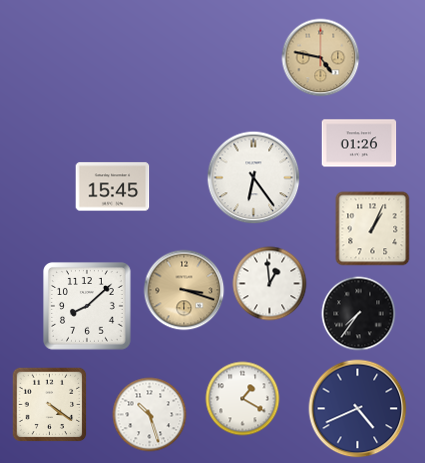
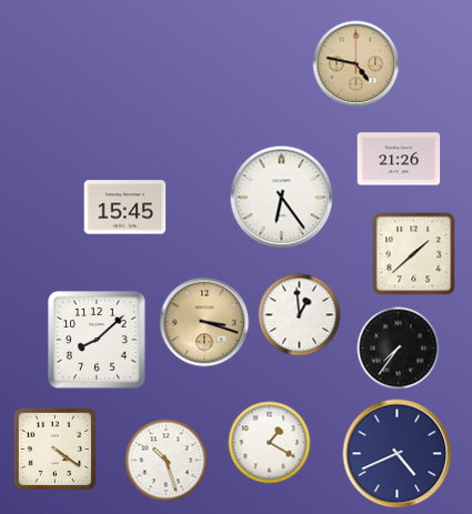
clock at (359, 143): 01:26 -> 21:26
clock at (373, 229): 1:04 -> 1:38
